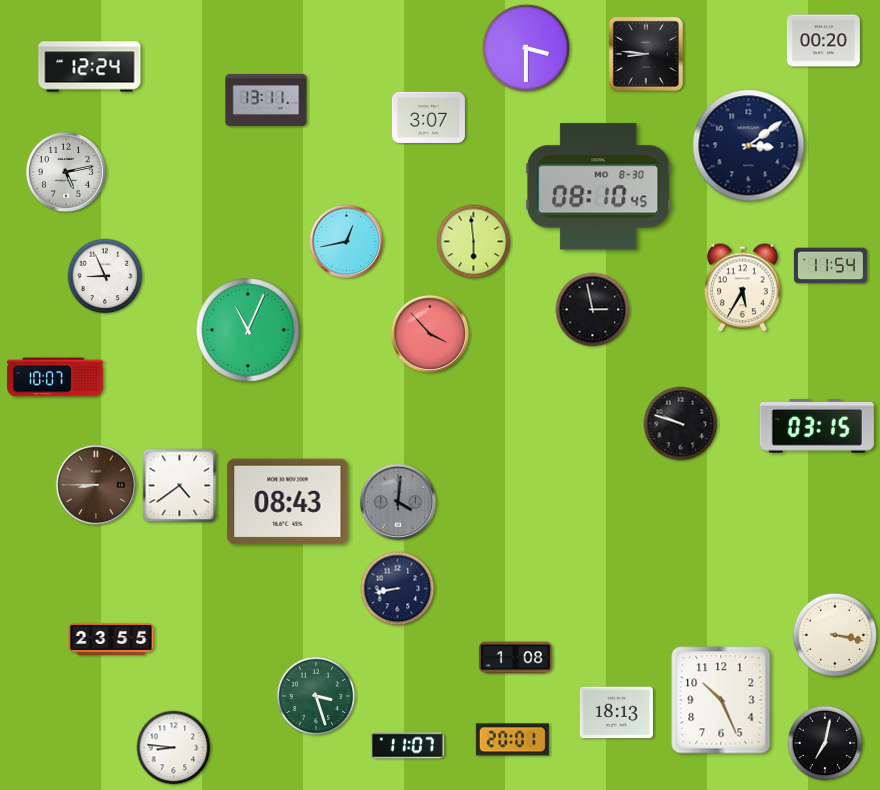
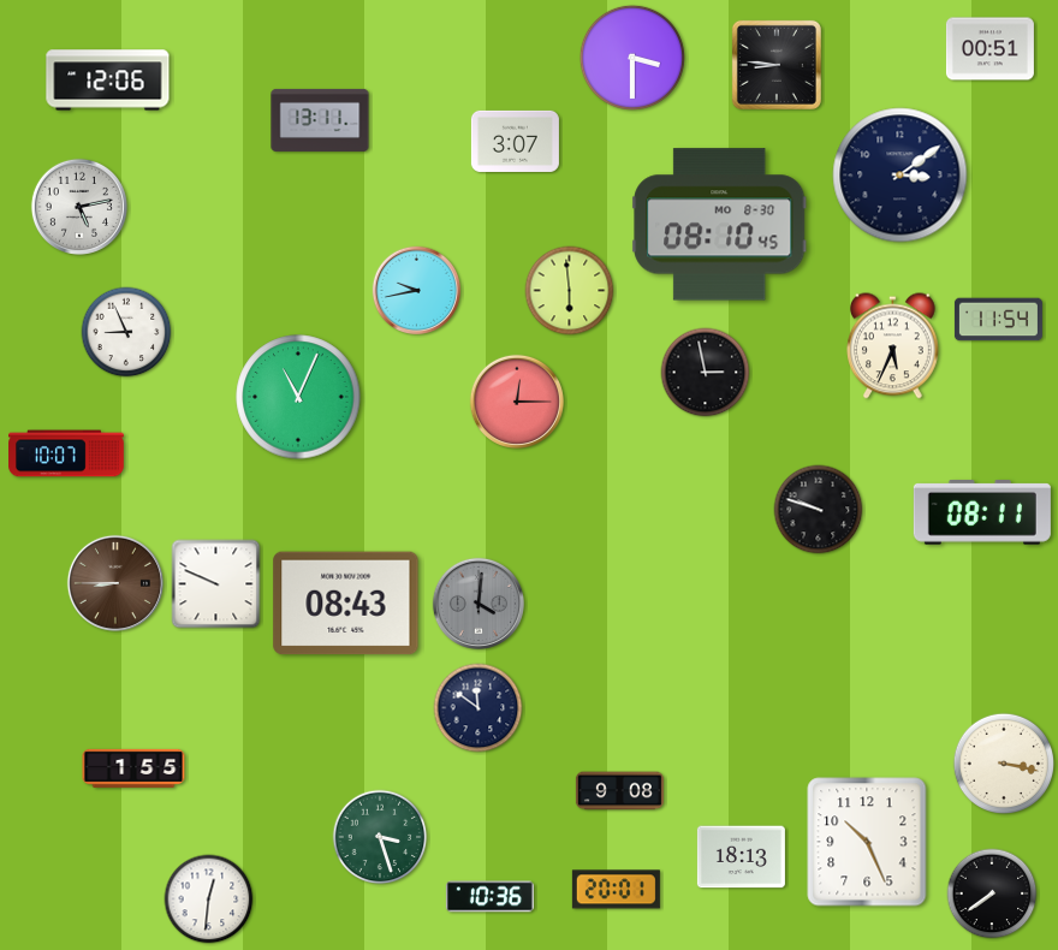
clock at (823, 41): 00:20 -> 00:51
clock at (90, 67): 12:24 -> 12:06
clock at (346, 241): 12:43 -> 9:43
clock at (743, 288): 5:35 -> 5:34
clock at (593, 310) position: (593, 310) -> (706, 373)
clock at (430, 334): 3:53 -> 12:15
clock at (817, 427): 03:15 -> 08:11
clock at (180, 486): 4:39 -> 9:49
clock at (398, 589): 8:43 -> 11:51
clock at (111, 639): 23:55 -> 1:55
clock at (515, 658): 1:08 -> 9:08
clock at (825, 743): 7:02 -> 7:39
clock at (407, 746): 11:07 -> 10:36
clock at (174, 748): 8:46 -> 12:31
